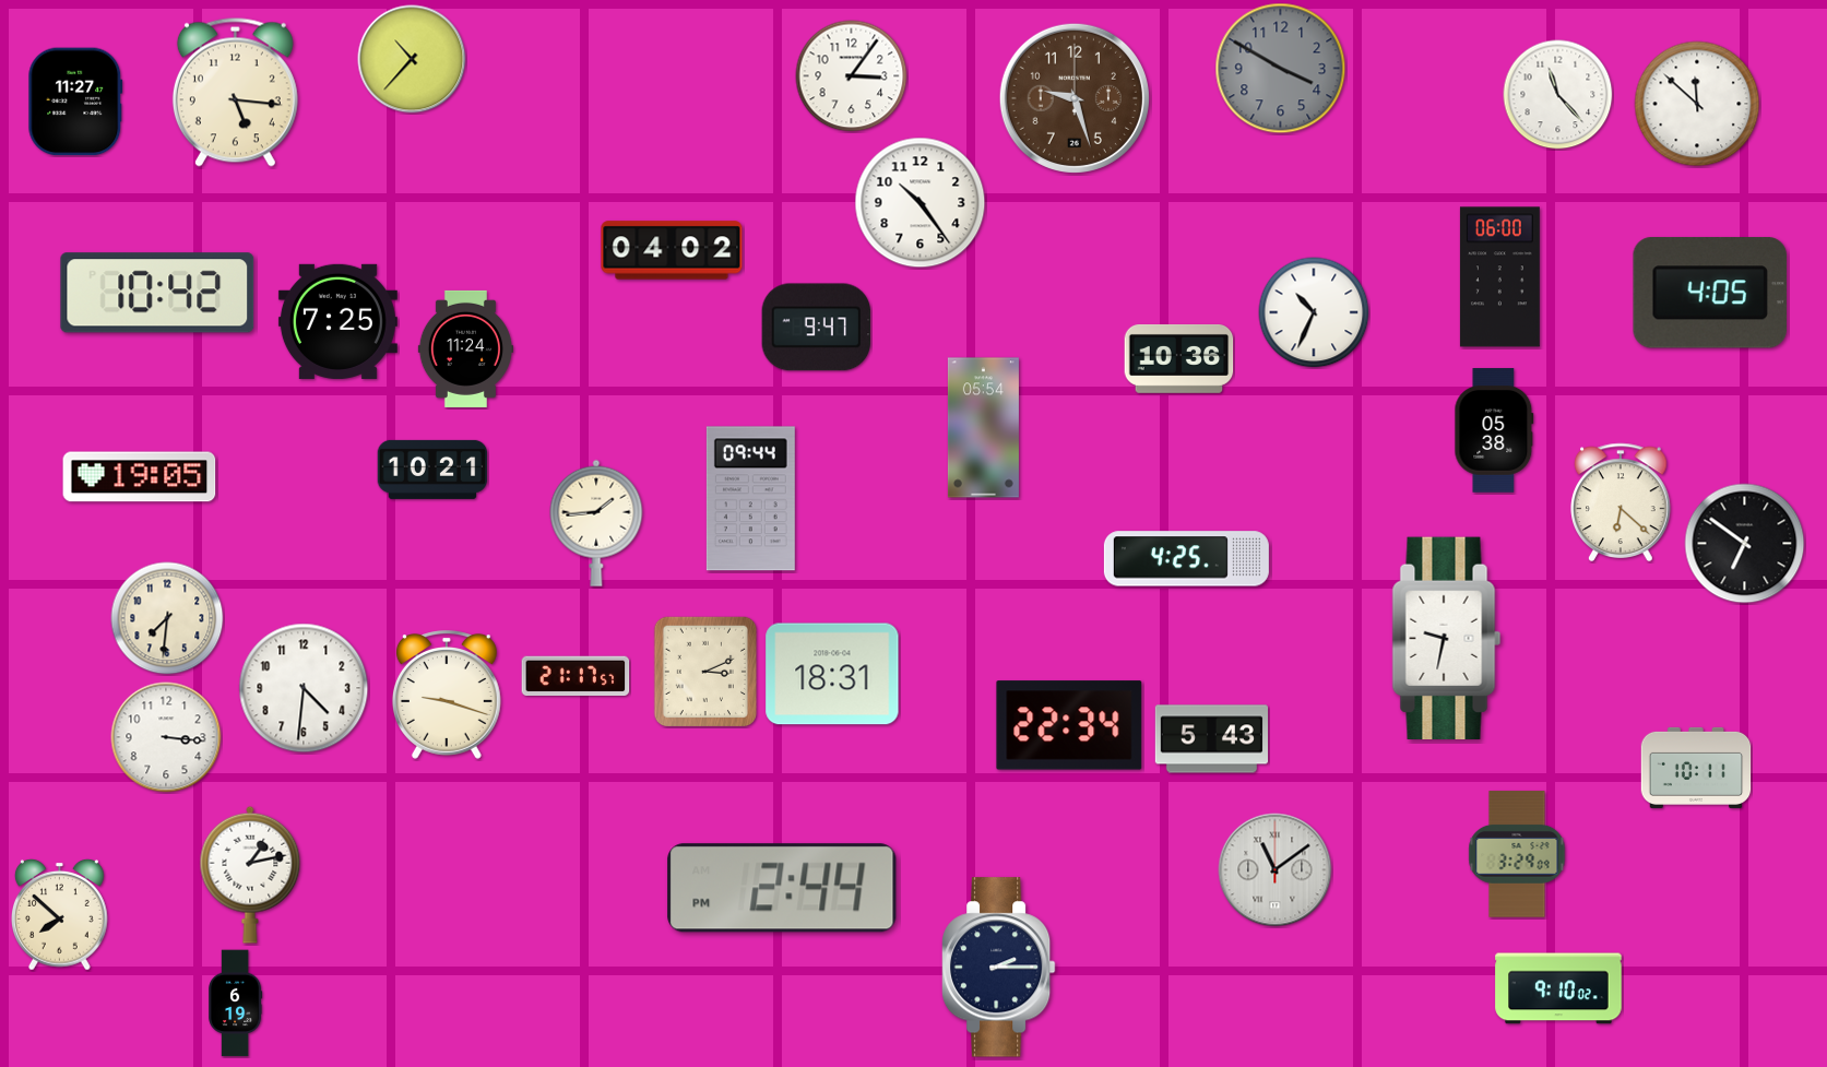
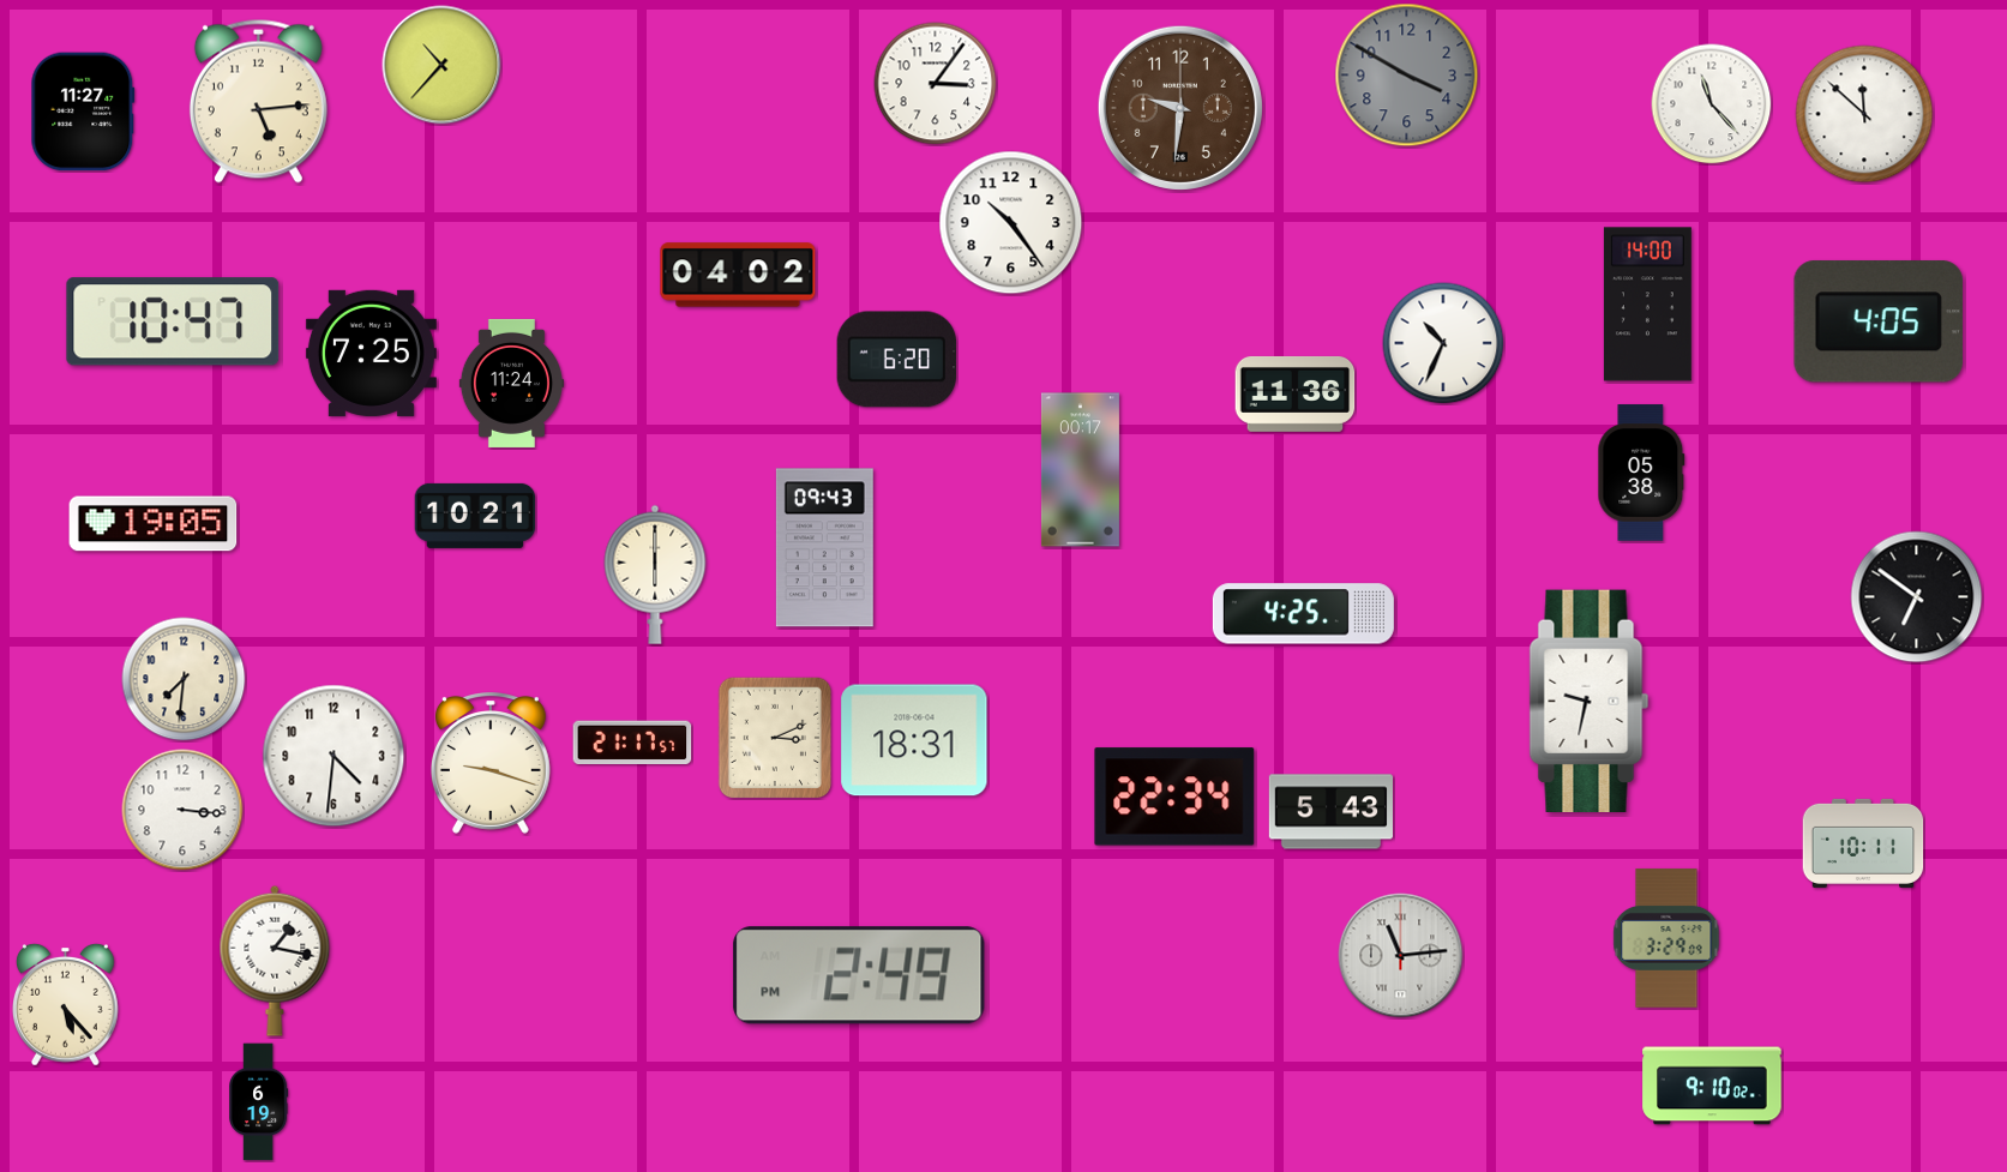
clock at (412, 59) position: (412, 59) -> (441, 65)
clock at (235, 92): 5:16 -> 5:14
clock at (1075, 98): 9:27 -> 9:31
clock at (1499, 277): 06:00 -> 14:00
clock at (157, 293): 10:42 -> 10:47
clock at (817, 328): 9:47 -> 6:20
clock at (1179, 358): 10:36 -> 11:36
clock at (983, 428): 05:54 -> 00:17
clock at (750, 499): 09:44 -> 09:43
clock at (1621, 502): 6:22 -> none
clock at (596, 523): 1:44 -> 6:00
clock at (1276, 870): 11:09 -> 11:14
clock at (250, 875): 1:13 -> 1:17
clock at (782, 888): 2:44 -> 2:49
clock at (60, 915): 7:52 -> 5:23
clock at (998, 968): 2:15 -> none
